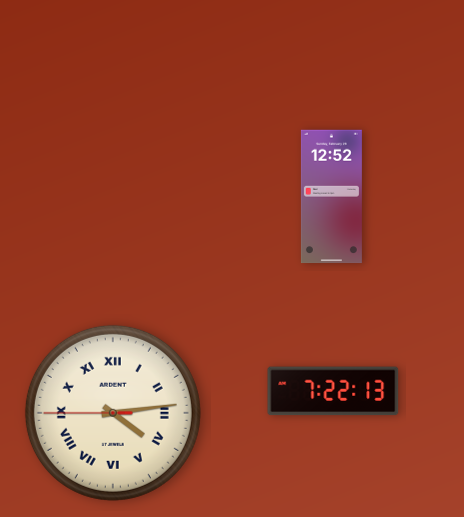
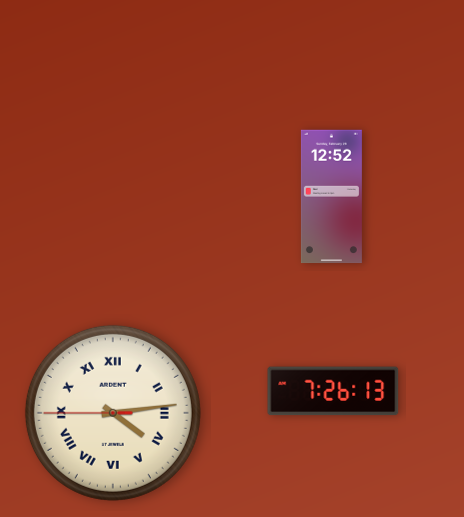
clock at (333, 391): 7:22 -> 7:26
